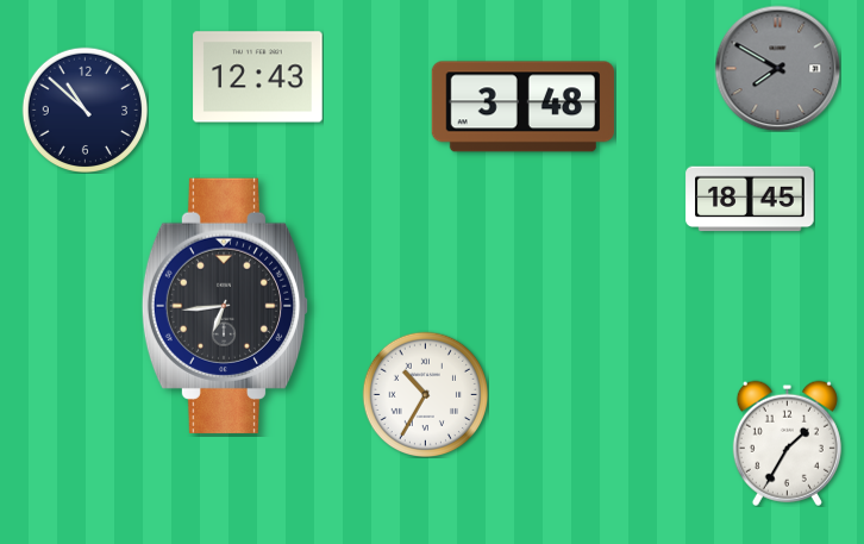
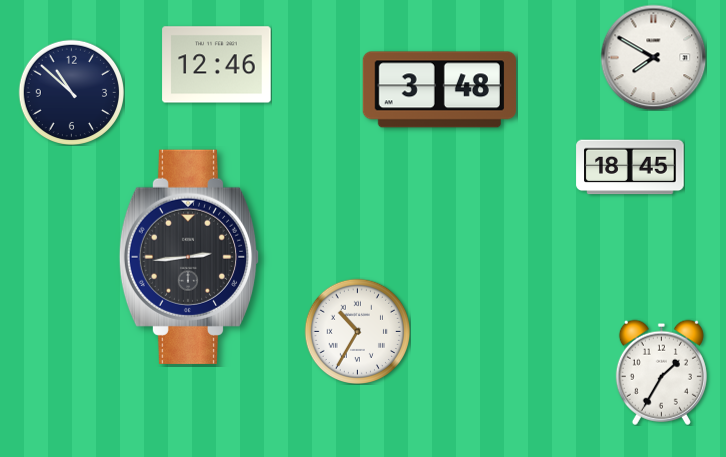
clock at (777, 68) dial: grey -> white
clock at (258, 77): 12:43 -> 12:46
clock at (225, 306): 6:44 -> 2:44
